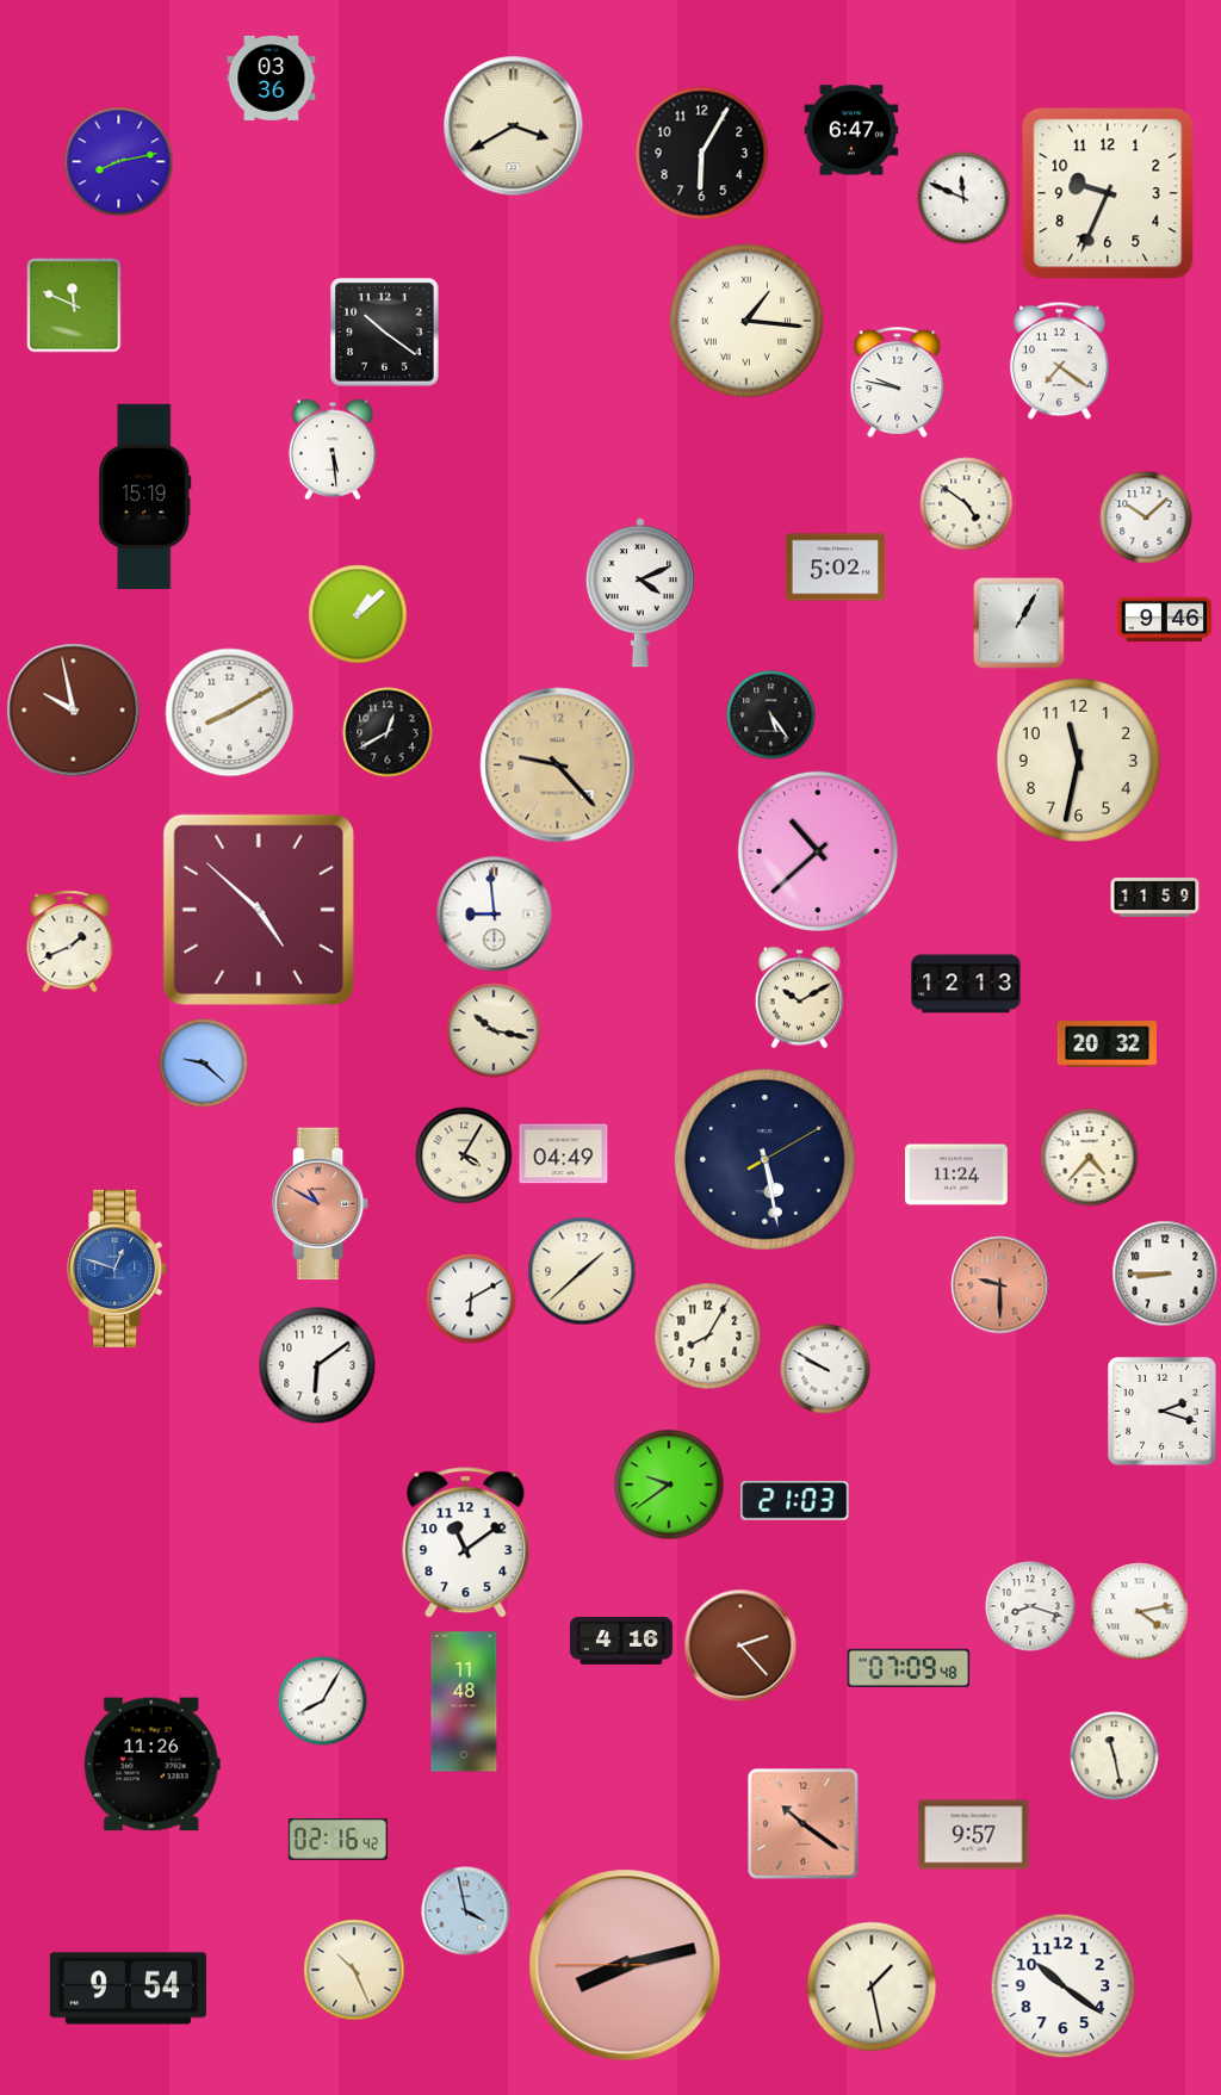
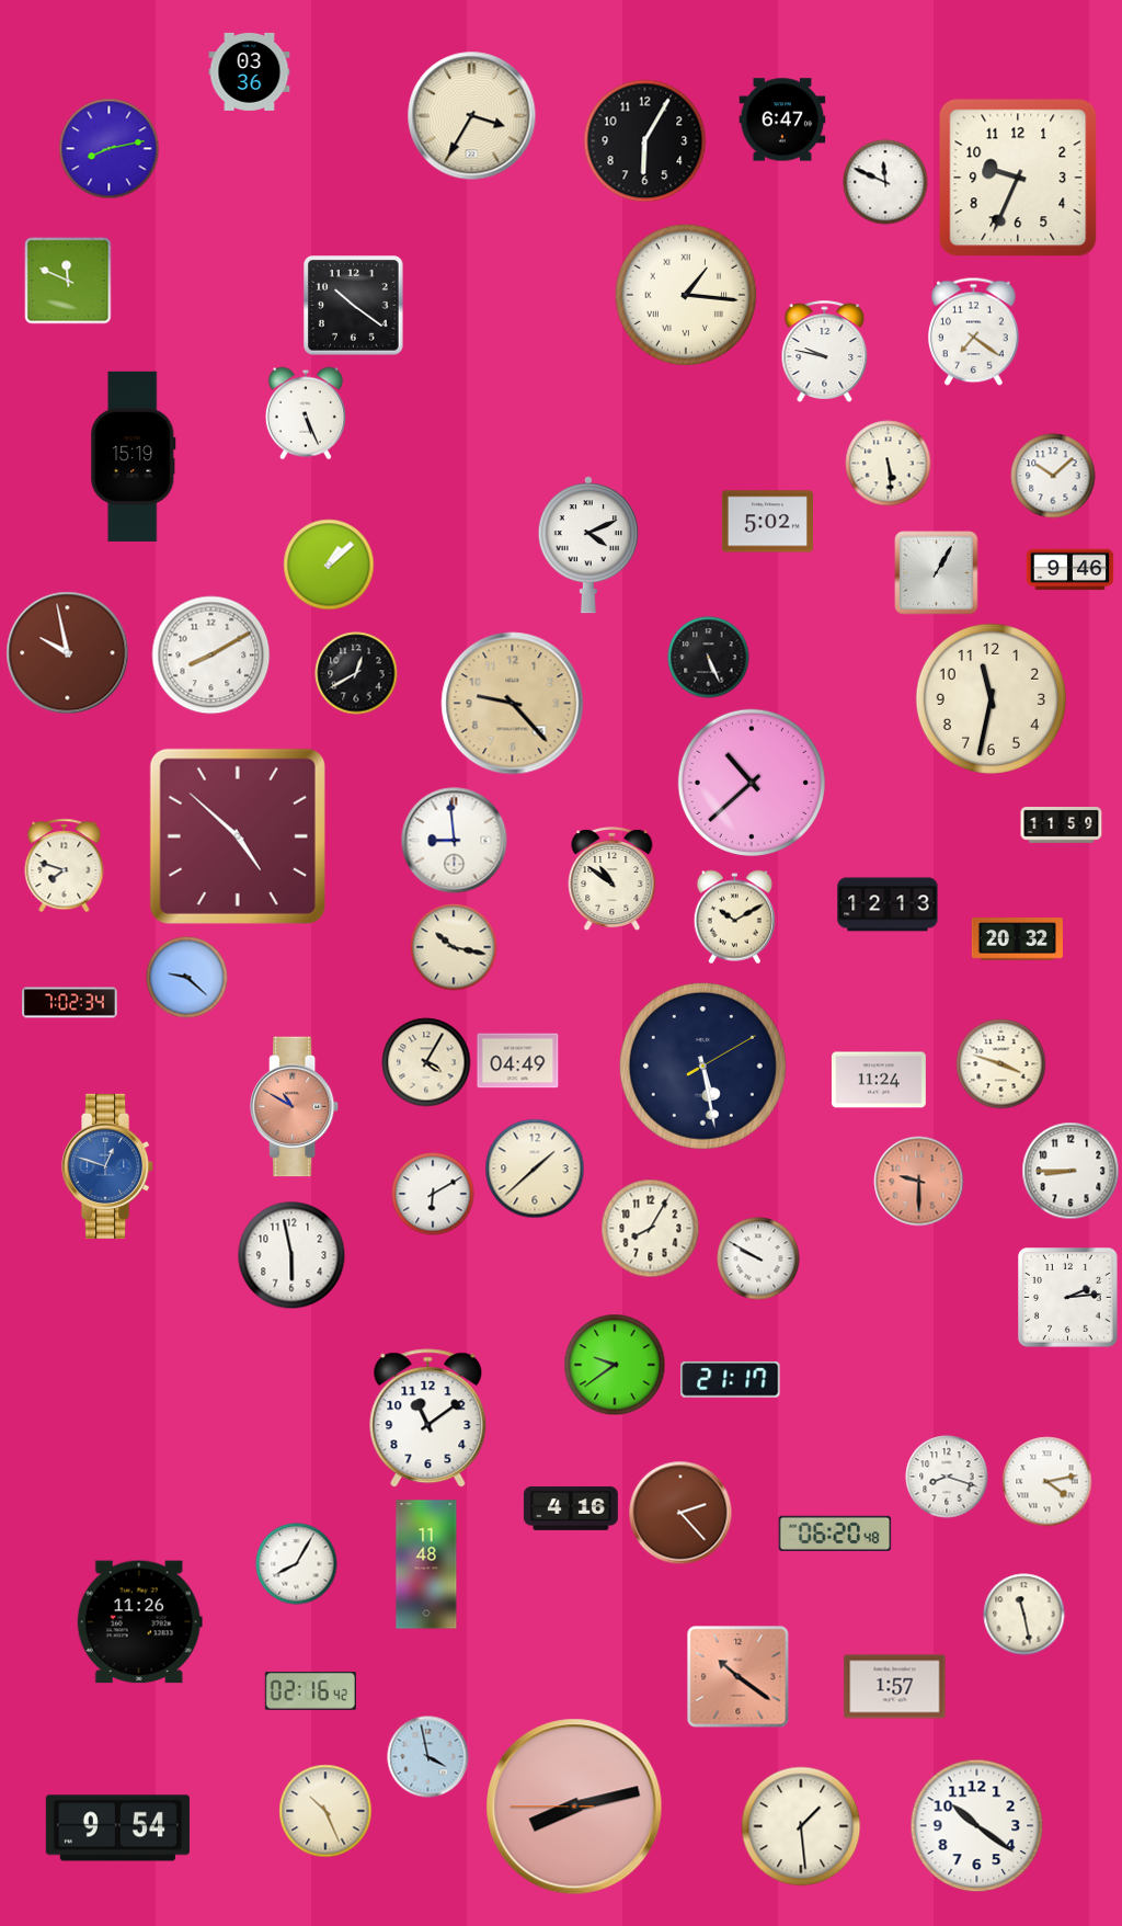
clock at (514, 126): 3:40 -> 3:35
clock at (333, 450): 5:29 -> 5:26
clock at (967, 504): 4:51 -> 5:29
clock at (771, 715): 5:24 -> 5:26
clock at (70, 942): 1:41 -> 7:48
clock at (612, 879): none -> 10:51
clock at (1107, 1045) position: (1107, 1045) -> (1017, 939)
clock at (70, 1003): none -> 7:02
clock at (1090, 1158): 4:37 -> 3:48
clock at (317, 1365): 6:09 -> 5:58
clock at (1163, 1412): 2:18 -> 2:14
clock at (795, 1501): 21:03 -> 21:17
clock at (909, 1668): 07:09 -> 06:20
clock at (974, 1835): 9:57 -> 1:57
clock at (872, 1986): 1:28 -> 1:29
